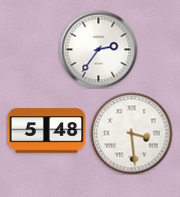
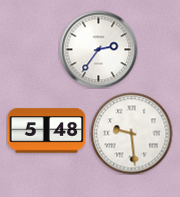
clock at (131, 133): 3:29 -> 9:29
